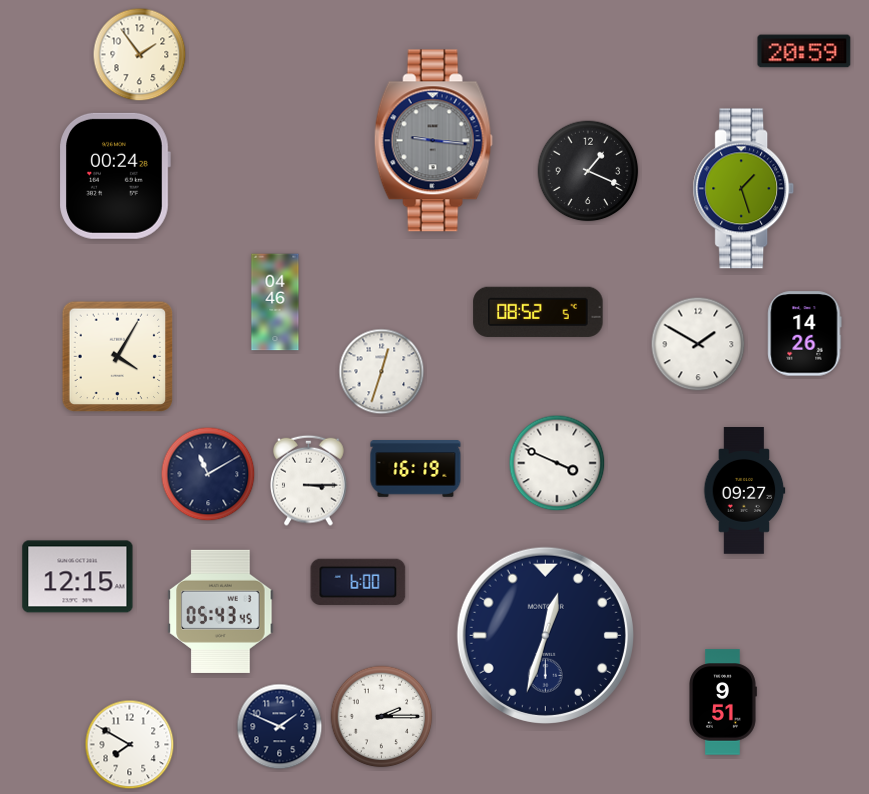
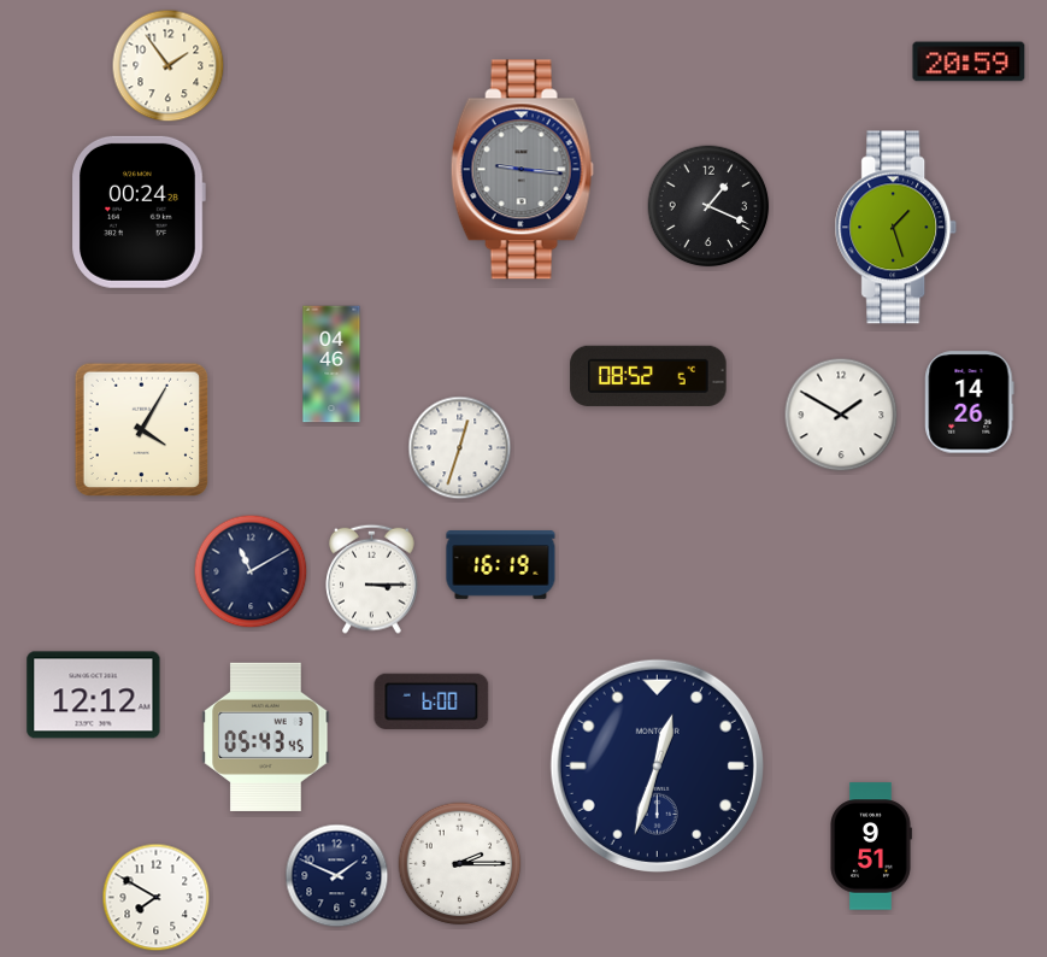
clock at (557, 463): 3:49 -> none
clock at (745, 491): 09:27 -> none
clock at (78, 577): 12:15 -> 12:12
